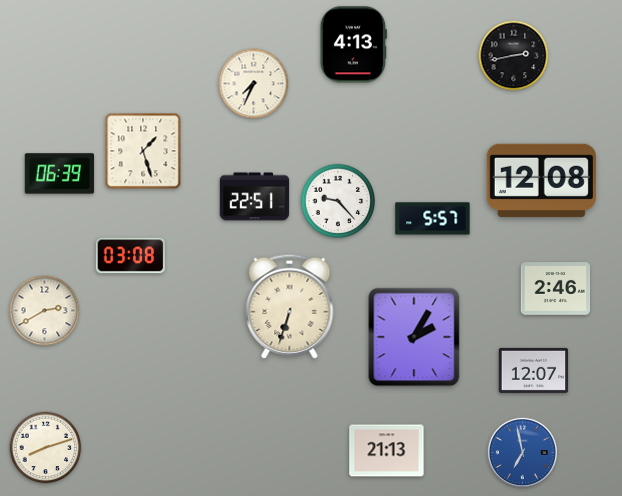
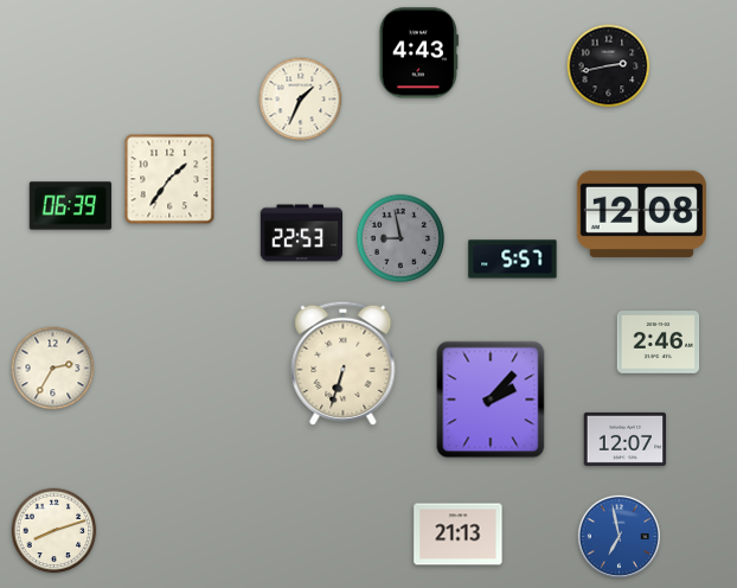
clock at (353, 45): 4:13 -> 4:43
clock at (254, 84): 7:34 -> 1:34
clock at (143, 151): 1:27 -> 1:36
clock at (255, 197): 22:51 -> 22:53
clock at (337, 200): 9:23 -> 8:58
clock at (337, 200) dial: white -> grey
clock at (131, 256): 03:08 -> none
clock at (45, 311): 2:40 -> 2:35
clock at (414, 337): 2:05 -> 2:07
clock at (534, 370) position: (534, 370) -> (626, 439)
